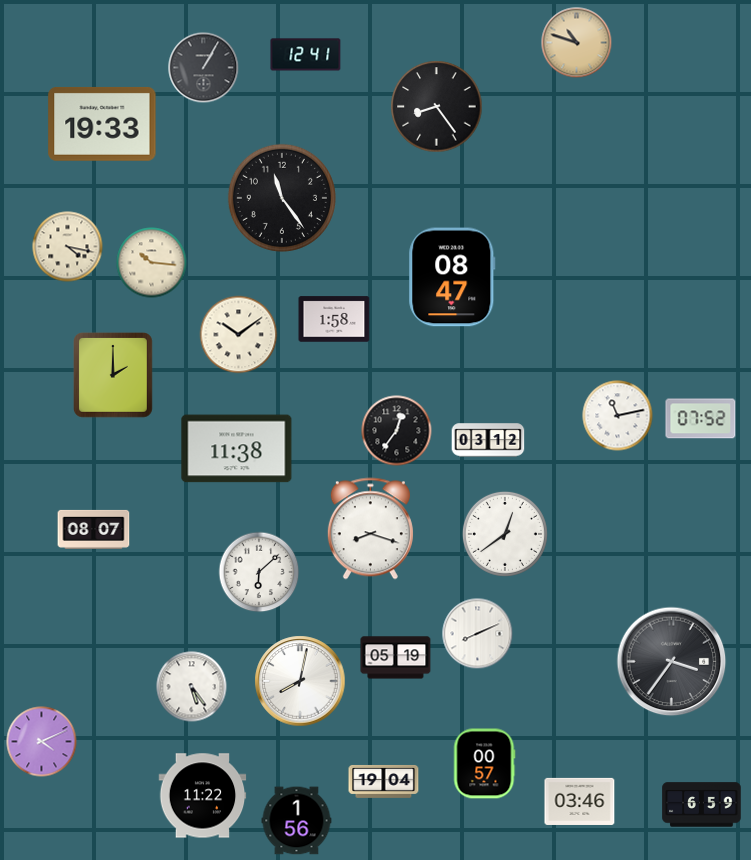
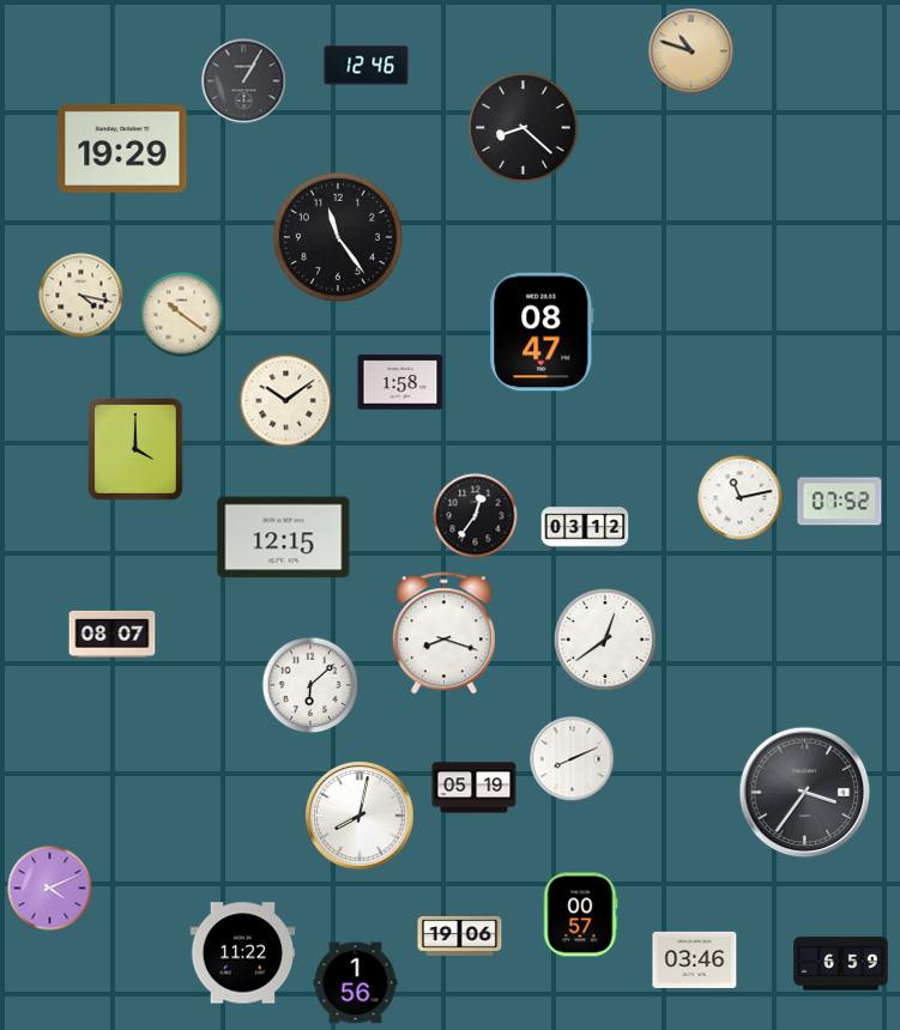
clock at (306, 55): 12:41 -> 12:46
clock at (437, 107): 8:24 -> 8:22
clock at (102, 124): 19:33 -> 19:29
clock at (152, 263): 10:16 -> 10:21
clock at (113, 376): 2:00 -> 4:00
clock at (237, 449): 11:38 -> 12:15
clock at (192, 687): 5:24 -> none
clock at (384, 781): 19:04 -> 19:06
